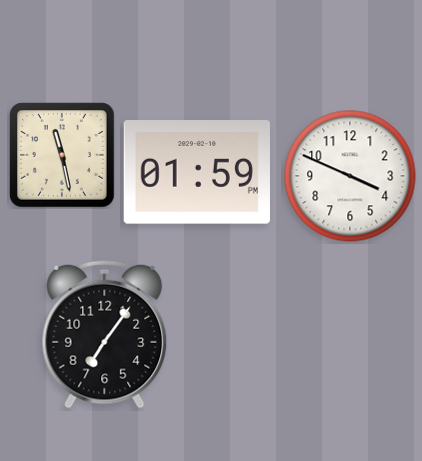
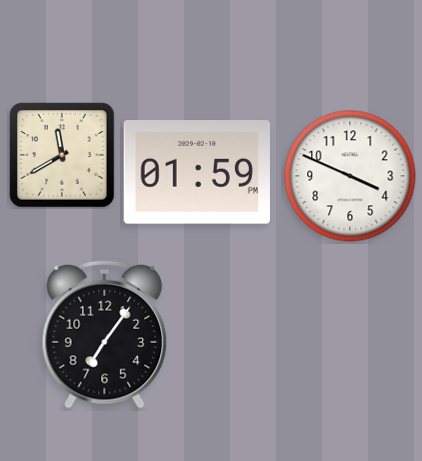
clock at (62, 155): 11:28 -> 11:40
